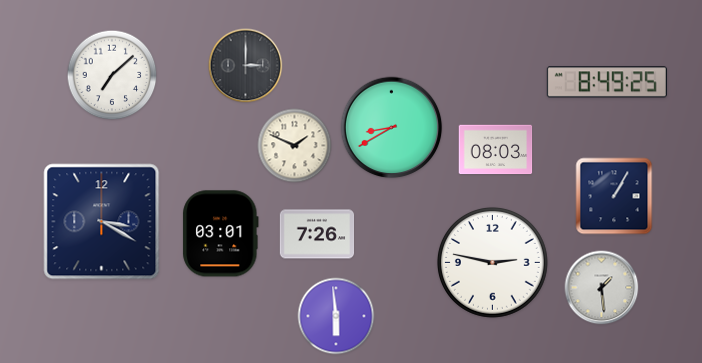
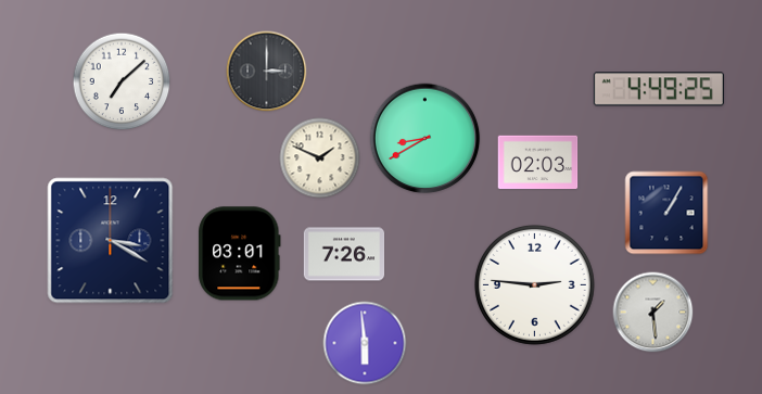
clock at (607, 82): 8:49 -> 4:49
clock at (496, 150): 08:03 -> 02:03
clock at (492, 262): 2:47 -> 2:46
